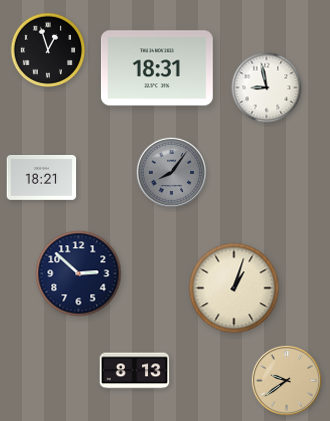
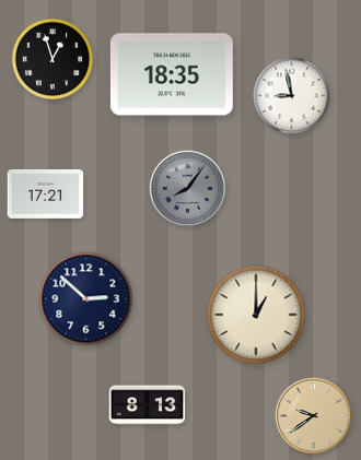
clock at (48, 50) position: (48, 50) -> (53, 59)
clock at (157, 68): 18:31 -> 18:35
clock at (42, 177): 18:21 -> 17:21
clock at (234, 288): 1:03 -> 1:00
